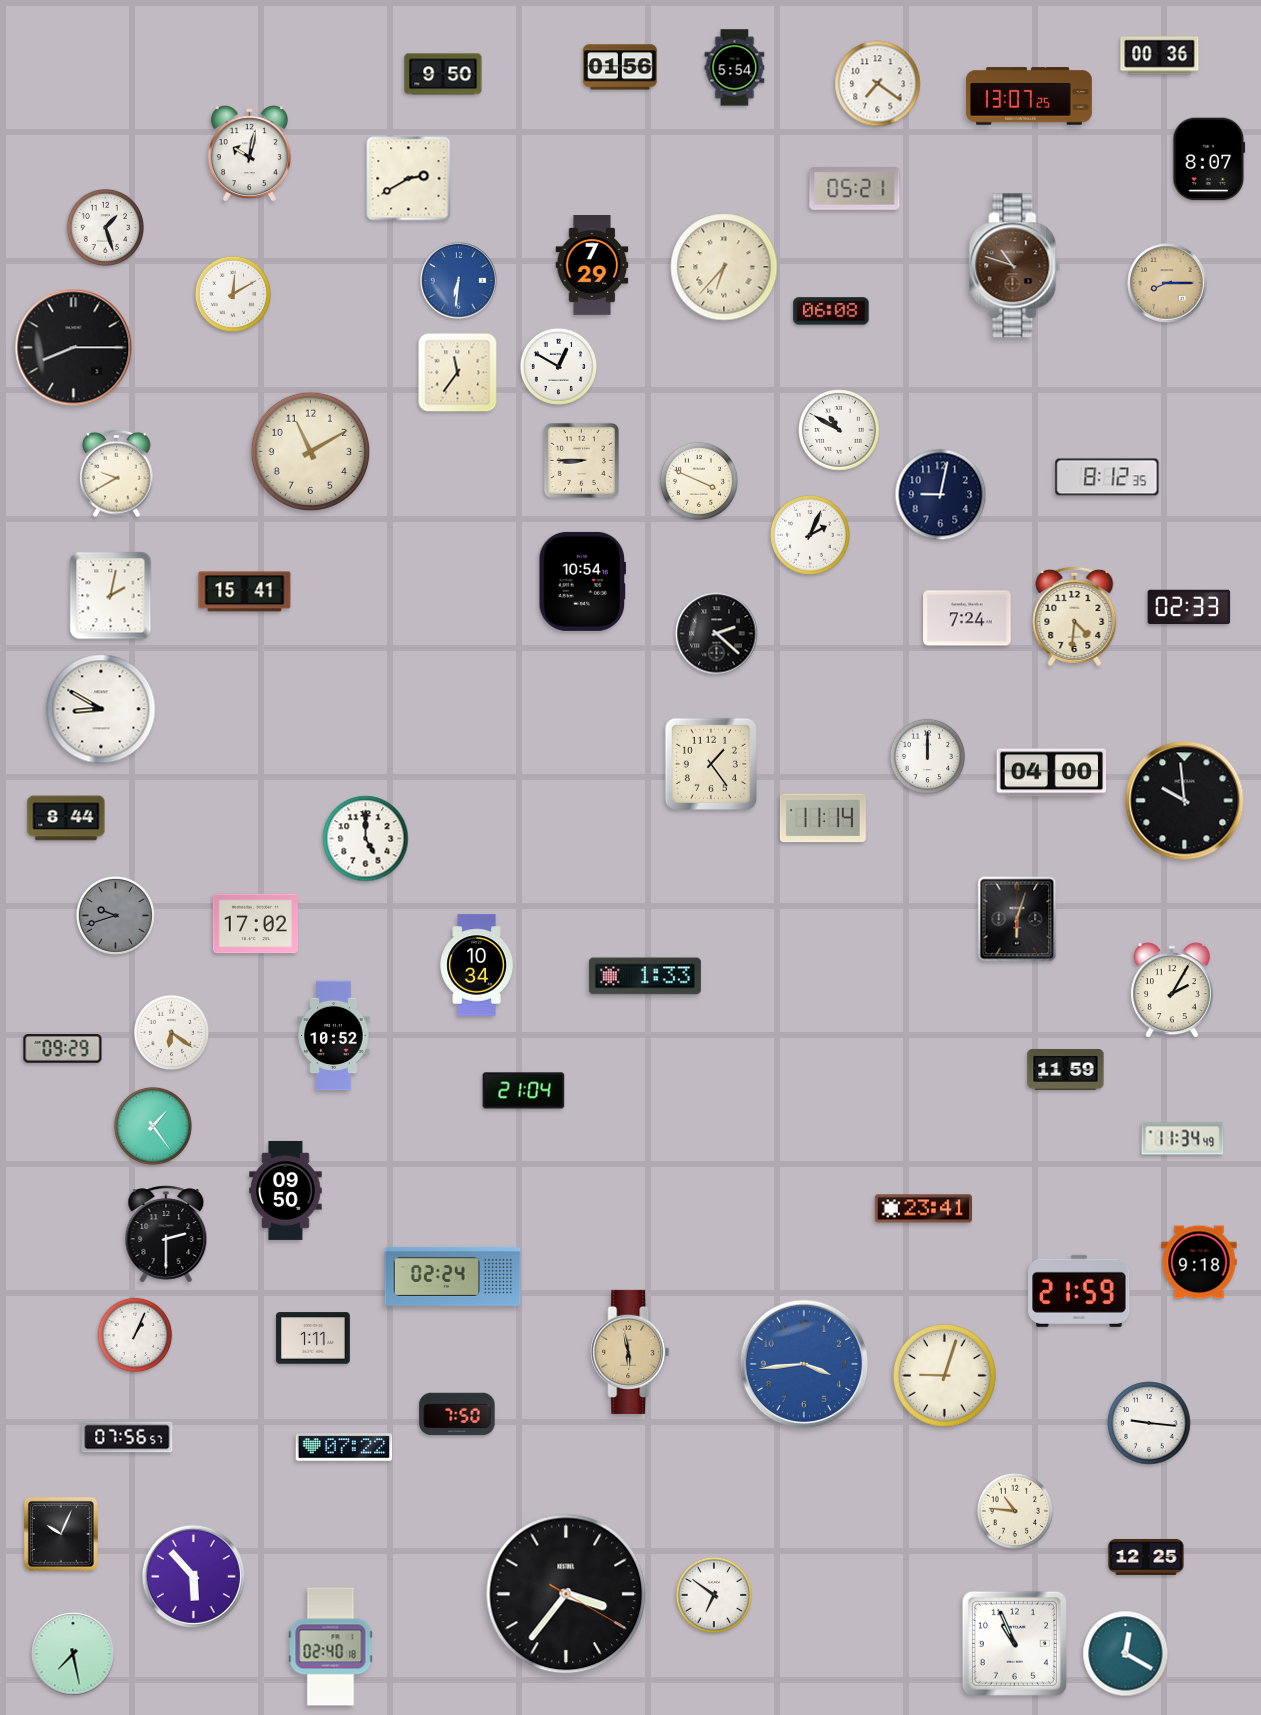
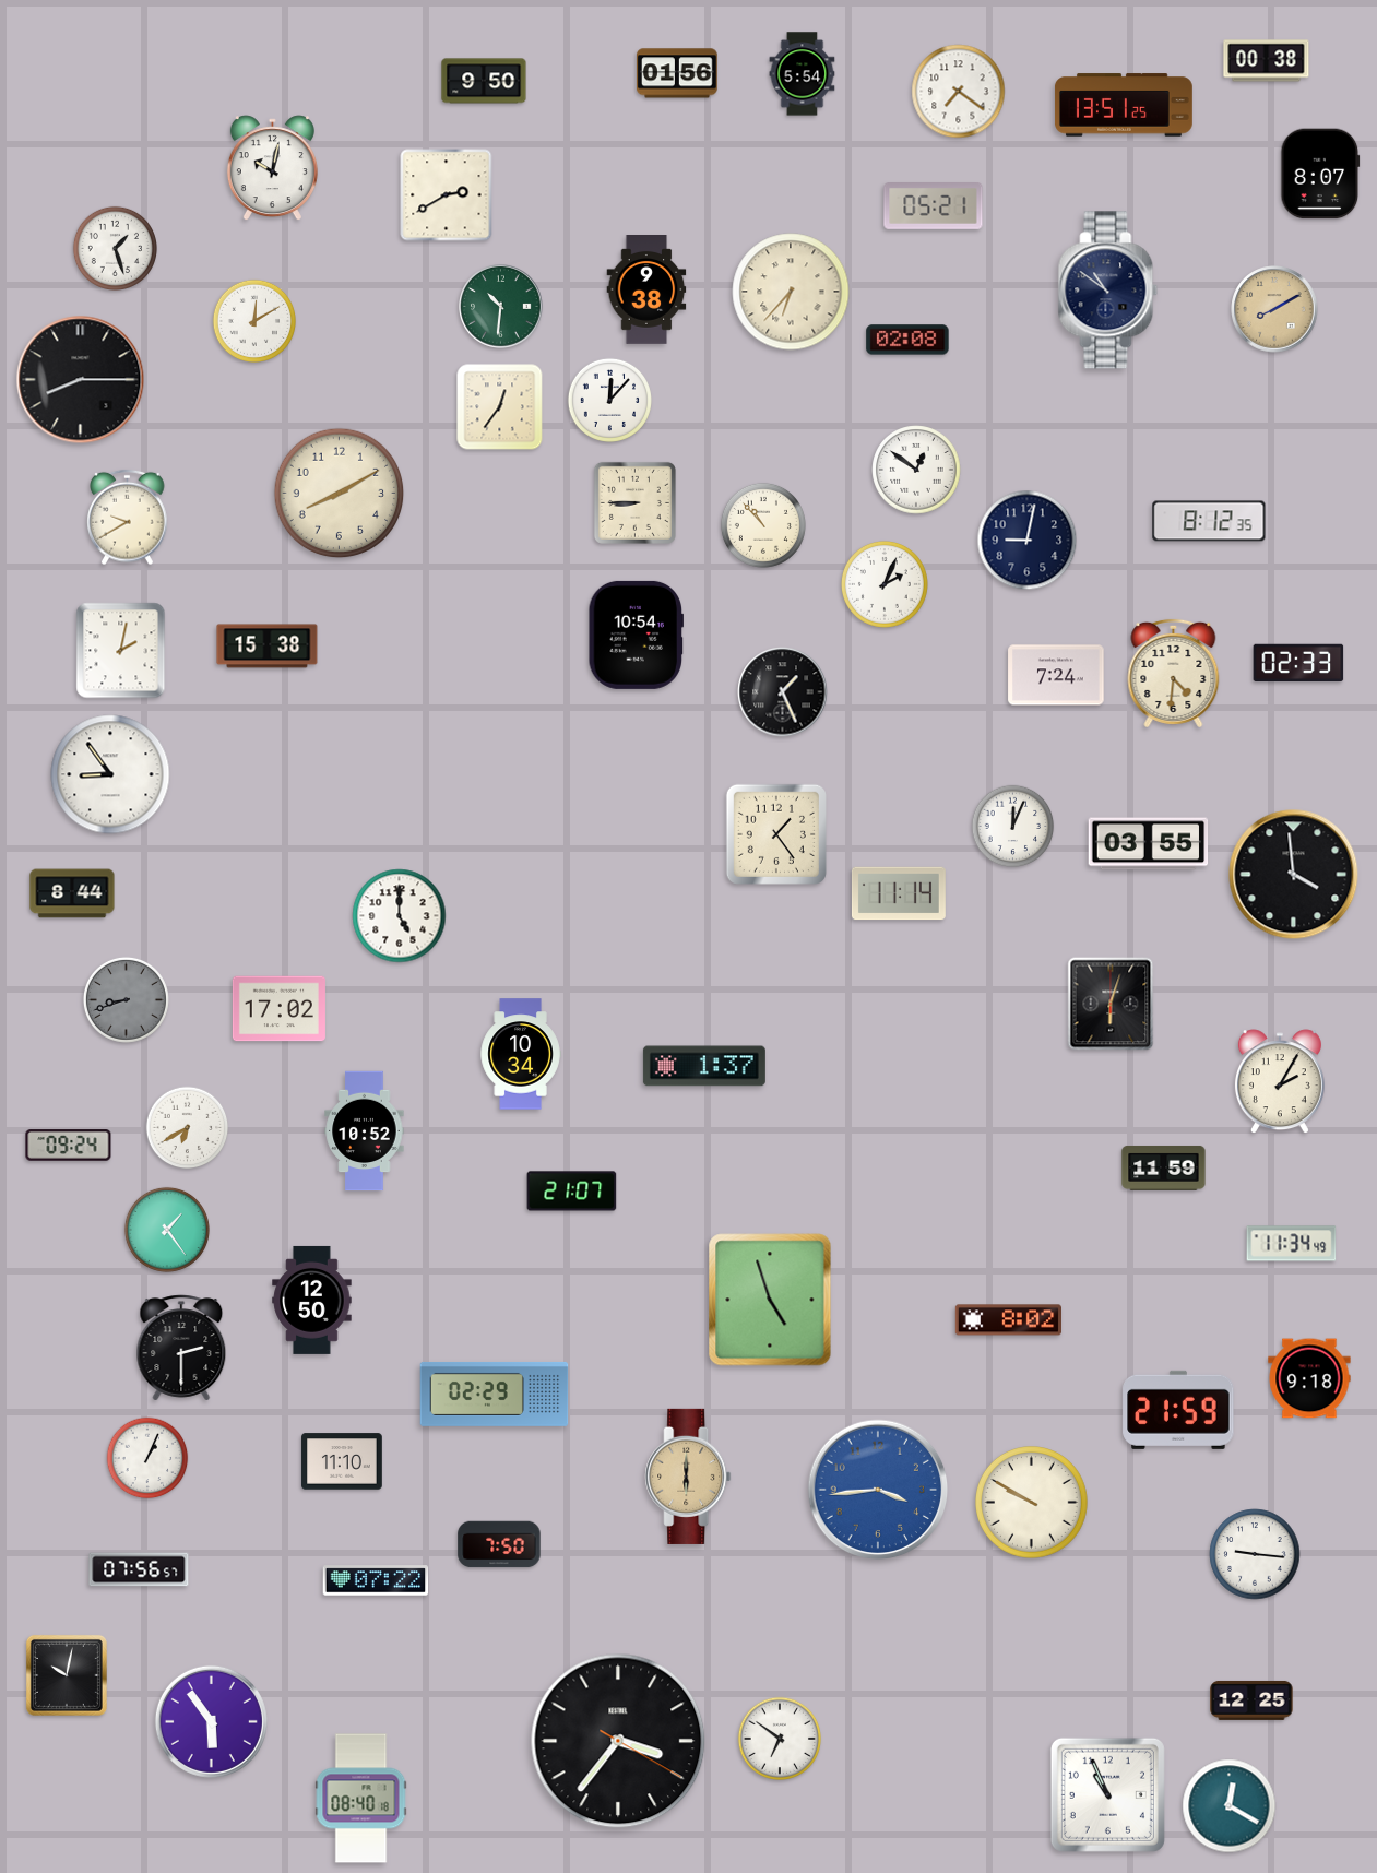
clock at (1160, 56): 00:36 -> 00:38
clock at (1029, 96): 13:07 -> 13:51
clock at (592, 266): 7:29 -> 9:38
clock at (1015, 266): 10:48 -> 10:51
clock at (1015, 266) dial: brown -> navy
clock at (459, 281): 6:31 -> 10:31
clock at (459, 281) dial: blue -> green
clock at (1167, 283): 8:15 -> 8:10
clock at (831, 311): 06:08 -> 02:08
clock at (558, 366): 12:50 -> 12:07
clock at (458, 373): 11:36 -> 12:36
clock at (839, 430): 10:50 -> 12:51
clock at (311, 452): 11:10 -> 8:10
clock at (699, 481): 3:49 -> 10:53
clock at (245, 592): 15:41 -> 15:38
clock at (717, 634): 2:22 -> 1:26
clock at (101, 709): 8:50 -> 8:54
clock at (928, 757): 12:00 -> 12:04
clock at (1052, 773): 04:00 -> 03:55
clock at (1185, 801): 9:59 -> 3:59
clock at (115, 915): 9:42 -> 8:42
clock at (645, 976): 1:33 -> 1:37
clock at (172, 1033): 6:21 -> 6:40
clock at (63, 1049): 09:29 -> 09:24
clock at (524, 1091): 21:04 -> 21:07
clock at (286, 1190): 09:50 -> 12:50
clock at (770, 1300): none -> 4:57
clock at (923, 1209): 23:41 -> 8:02
clock at (453, 1276): 02:24 -> 02:29
clock at (313, 1338): 1:11 -> 11:10
clock at (630, 1352): 5:58 -> 6:00
clock at (945, 1376): 9:03 -> 9:50
clock at (1015, 1511): 10:46 -> none
clock at (61, 1534): 10:04 -> 10:02
clock at (193, 1576): 5:53 -> 5:54
clock at (714, 1595) position: (714, 1595) -> (780, 1739)
clock at (331, 1647): 02:40 -> 08:40
clock at (73, 1654): 7:28 -> none
